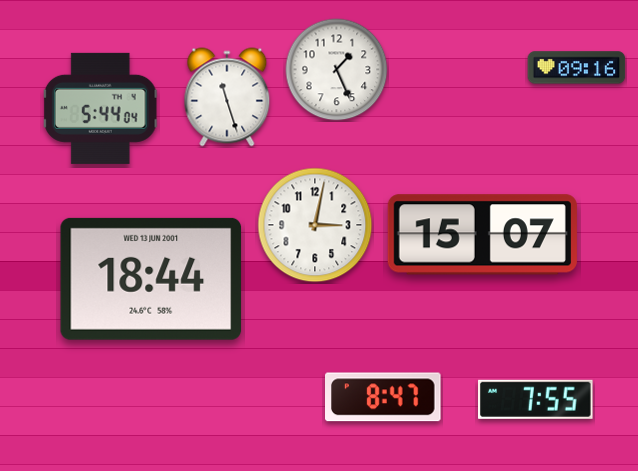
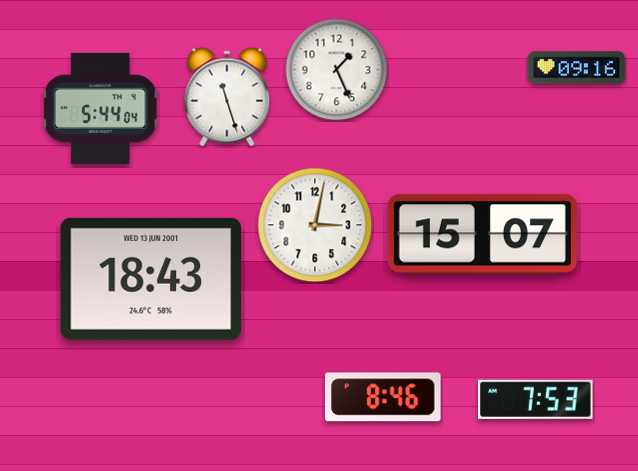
clock at (151, 279): 18:44 -> 18:43
clock at (383, 397): 8:47 -> 8:46
clock at (536, 399): 7:55 -> 7:53
